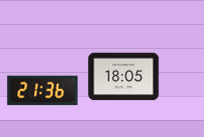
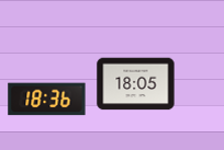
clock at (43, 91): 21:36 -> 18:36
